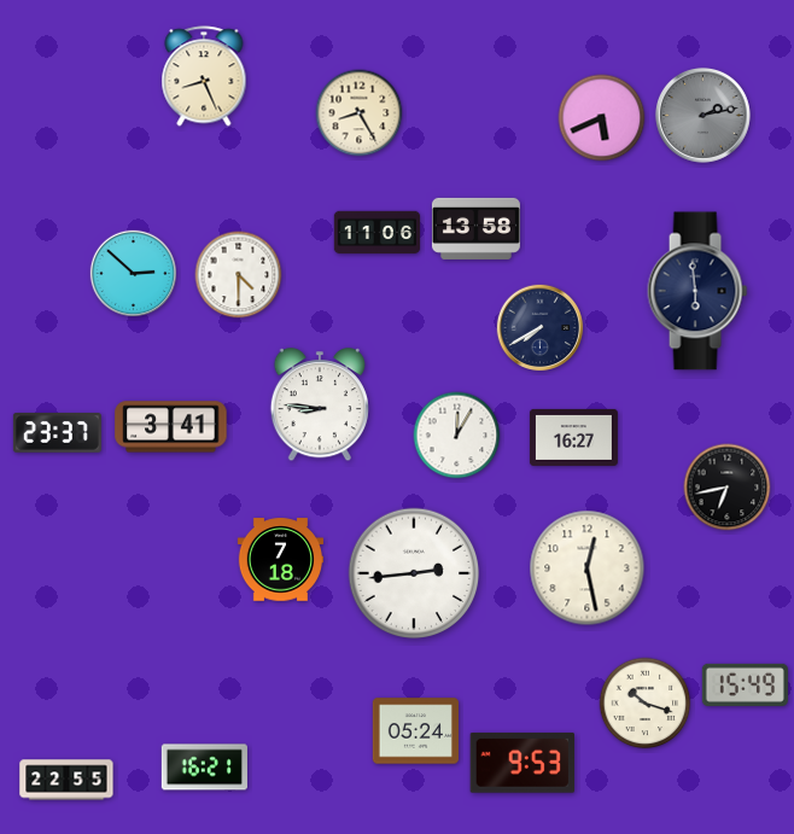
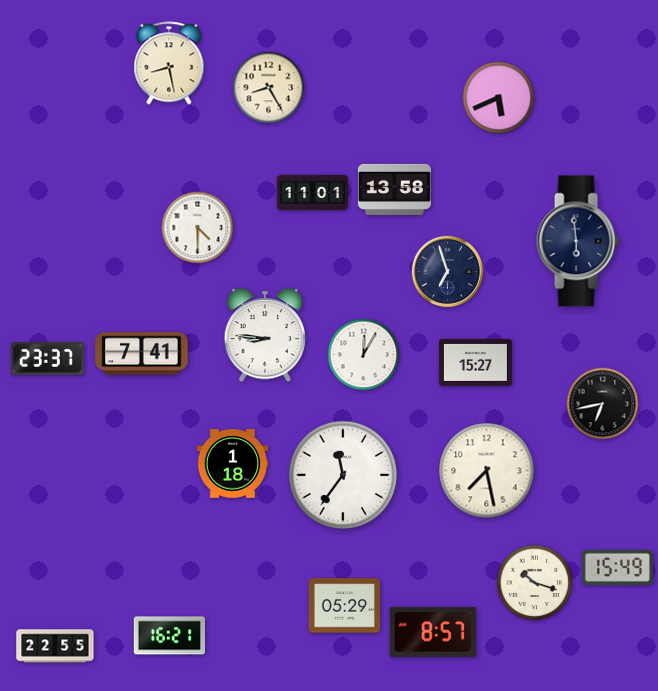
clock at (204, 76): 8:26 -> 8:28
clock at (360, 113) position: (360, 113) -> (269, 88)
clock at (702, 115): 2:13 -> none
clock at (378, 233): 11:06 -> 11:01
clock at (134, 274): 2:52 -> none
clock at (541, 328): 7:40 -> 6:57
clock at (171, 427): 3:41 -> 7:41
clock at (457, 436) position: (457, 436) -> (364, 355)
clock at (573, 437): 16:27 -> 15:27
clock at (280, 560): 7:18 -> 1:18
clock at (588, 568): 12:28 -> 7:28
clock at (414, 573): 2:44 -> 11:36
clock at (415, 731): 05:24 -> 05:29
clock at (521, 763): 9:53 -> 8:57
